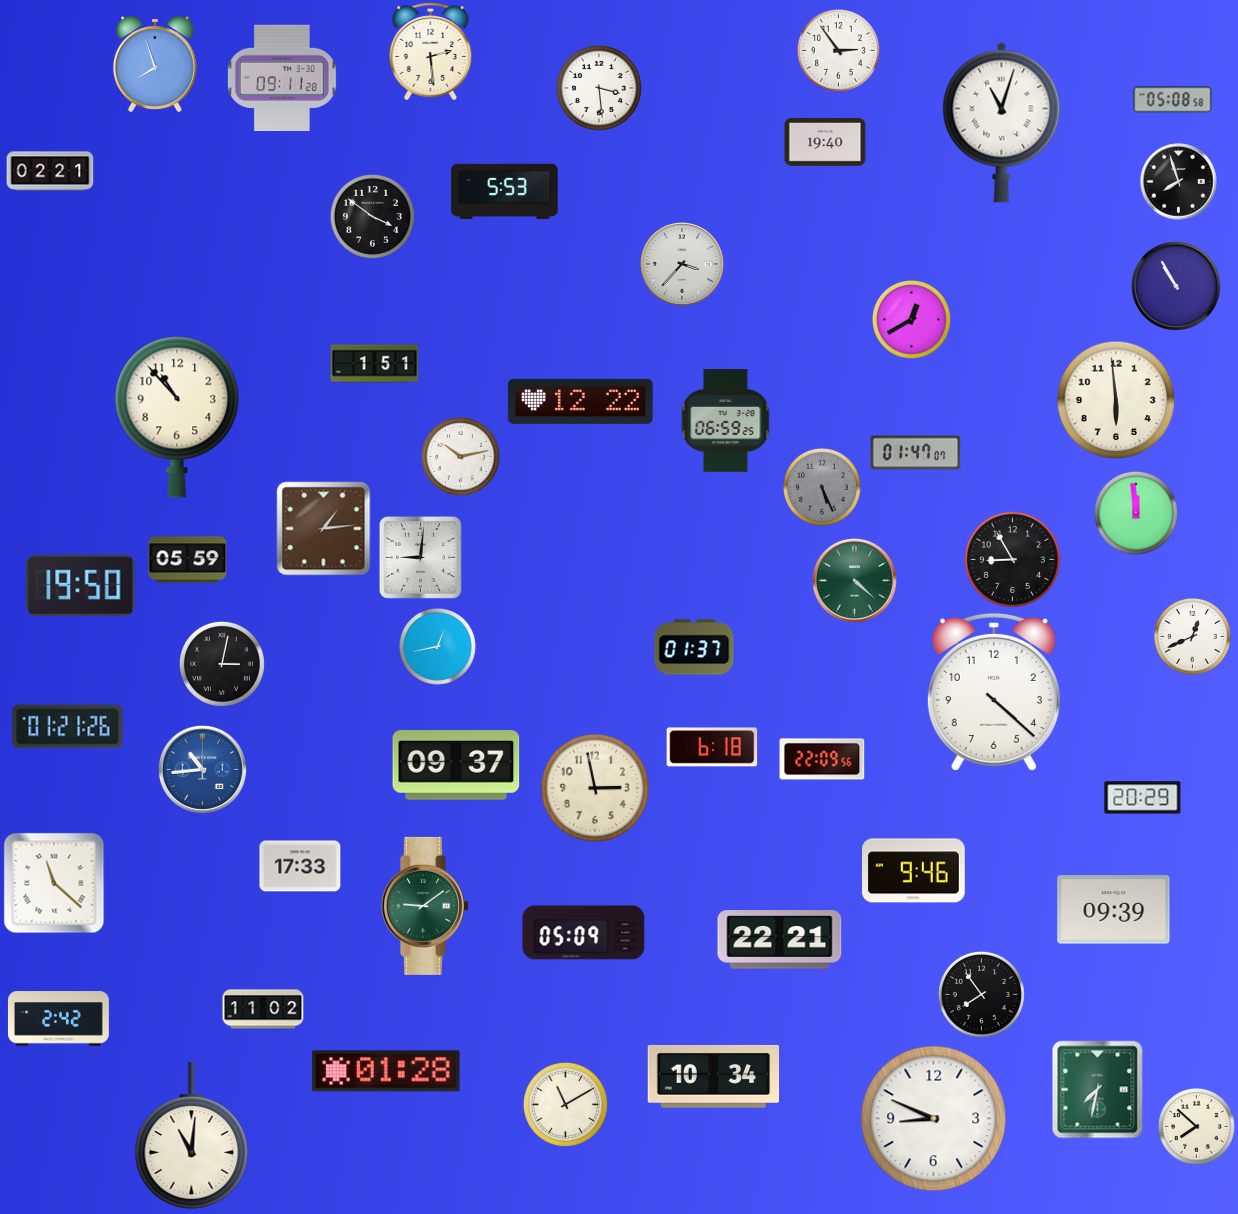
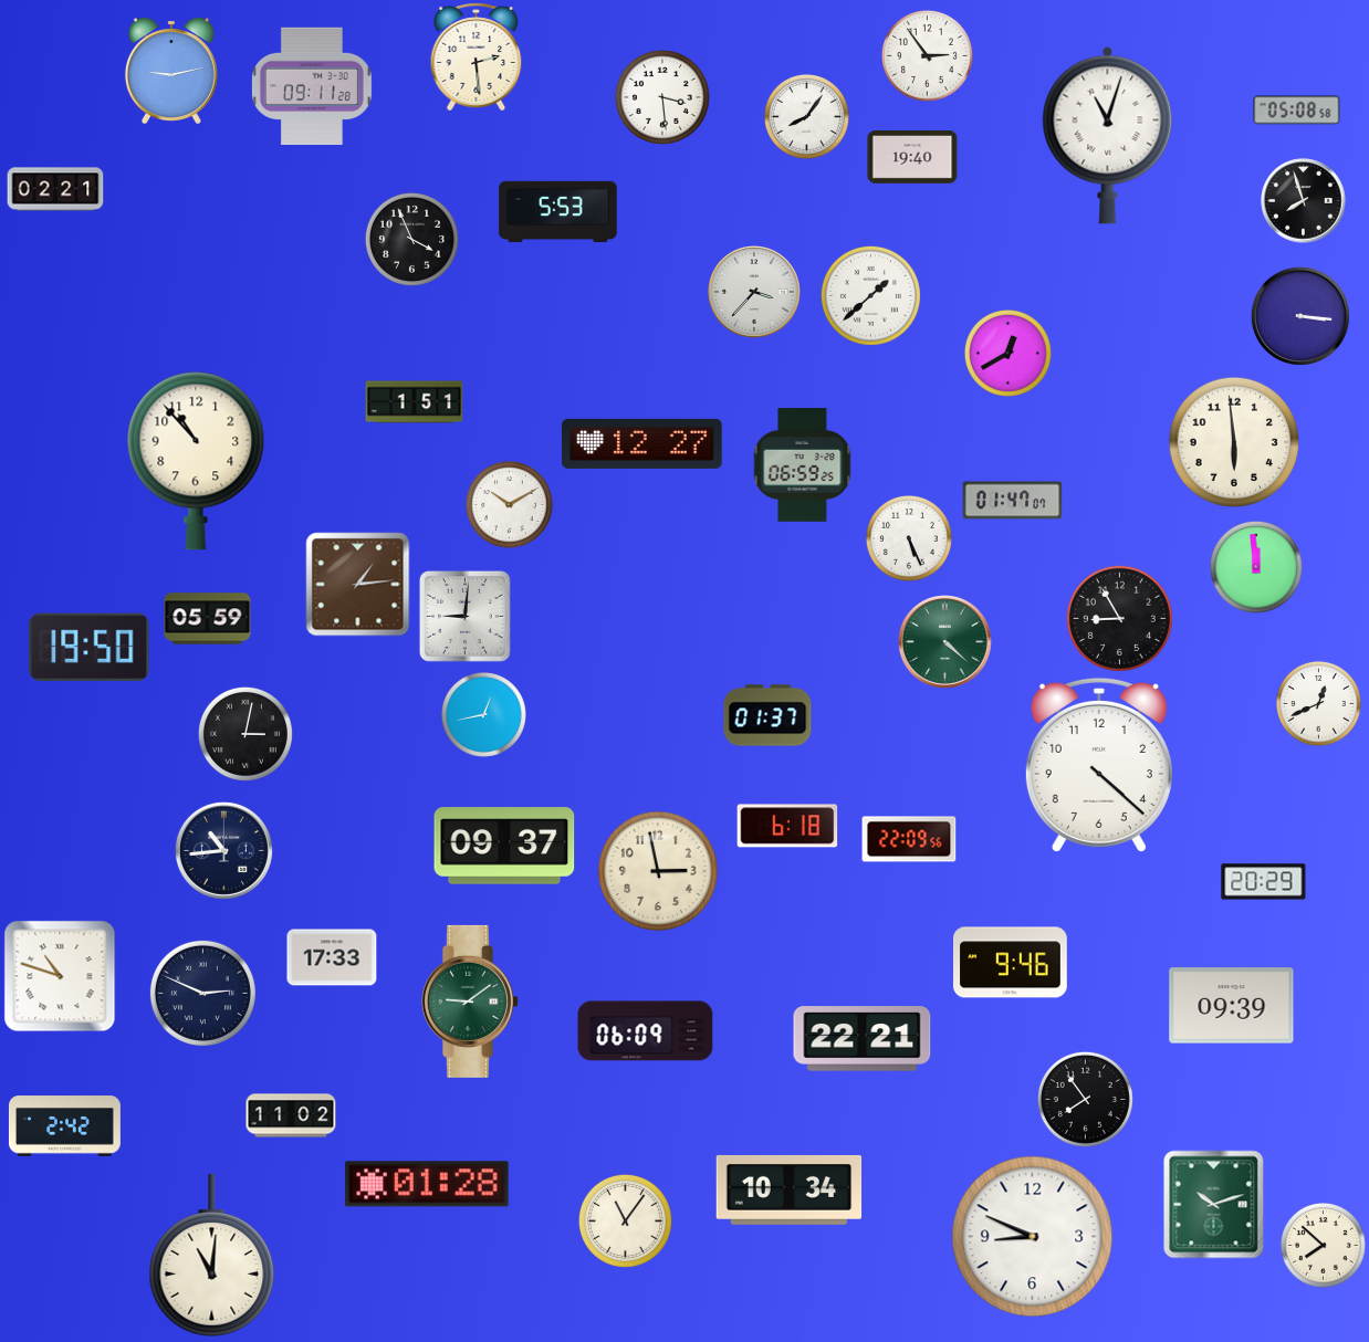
clock at (155, 63): 7:57 -> 9:13
clock at (807, 117): none -> 8:06
clock at (372, 216): 3:51 -> 3:56
clock at (870, 295): none -> 1:38
clock at (1176, 286): 10:55 -> 3:16
clock at (581, 401): 12:22 -> 12:27
clock at (460, 456): 10:13 -> 10:10
clock at (822, 487) dial: grey -> white
clock at (68, 727): 01:21 -> none
clock at (202, 769) dial: blue -> navy
clock at (54, 883): 11:22 -> 10:48
clock at (202, 993): none -> 2:49
clock at (584, 933): 05:09 -> 06:09
clock at (1098, 1090): 7:32 -> 10:12
clock at (565, 1104): 11:10 -> 11:06
